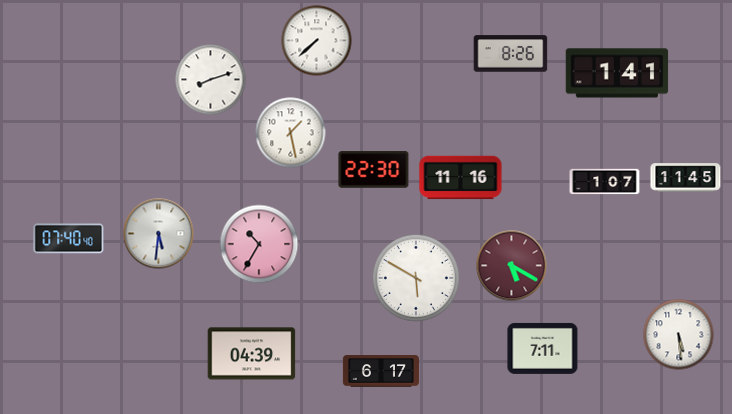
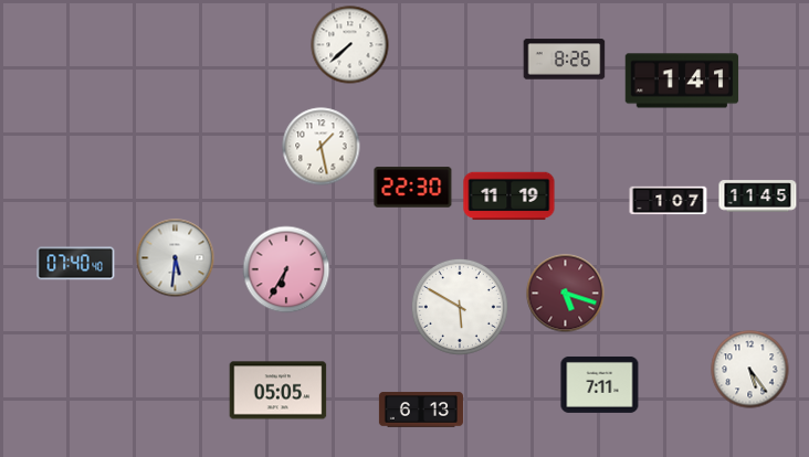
clock at (211, 80): 8:12 -> none
clock at (461, 178): 11:16 -> 11:19
clock at (259, 244): 10:35 -> 6:35
clock at (512, 266): 5:20 -> 5:18
clock at (679, 335): 5:29 -> 5:24
clock at (252, 354): 04:39 -> 05:05
clock at (381, 371): 6:17 -> 6:13
